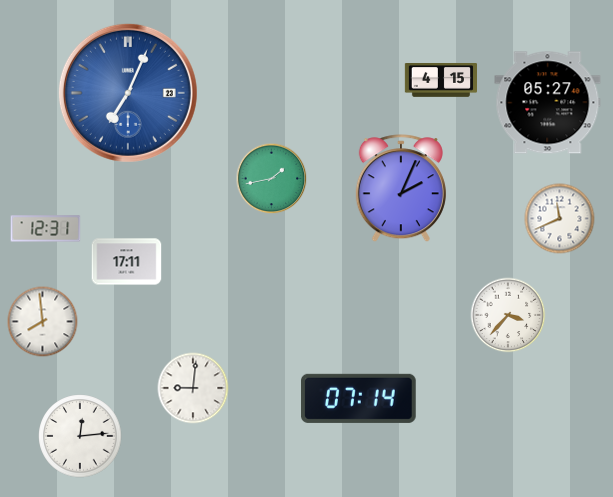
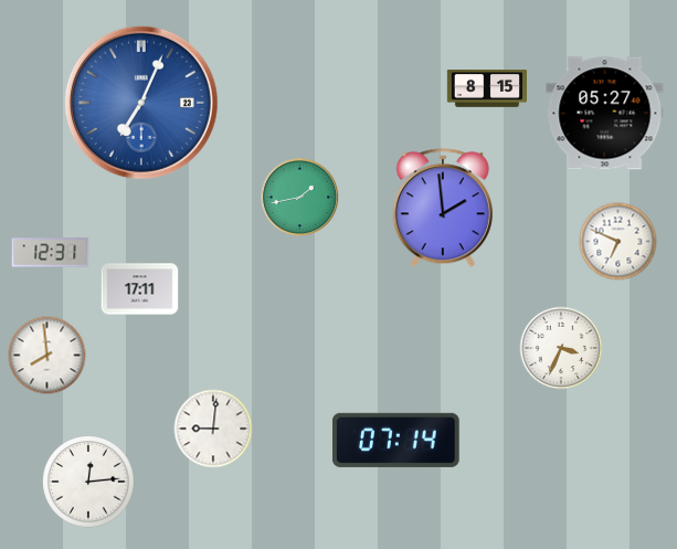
clock at (440, 80): 4:15 -> 8:15
clock at (401, 189): 2:04 -> 1:59
clock at (560, 219): 11:41 -> 6:49
clock at (508, 315): 3:37 -> 3:34
